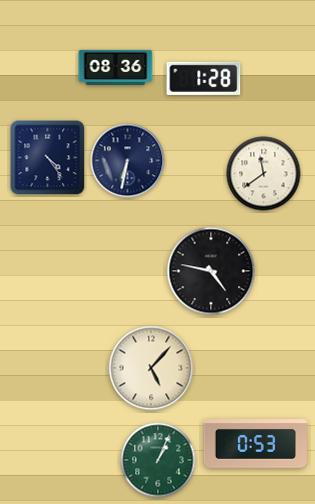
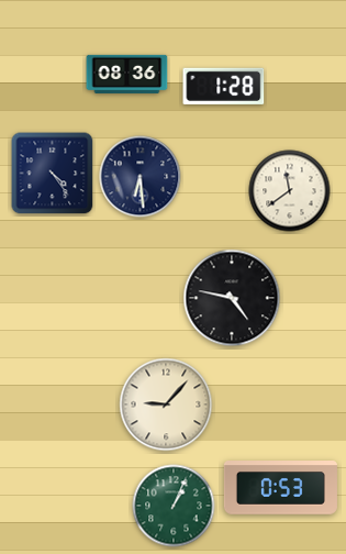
clock at (128, 161): 6:32 -> 6:29
clock at (151, 368): 5:07 -> 9:07
